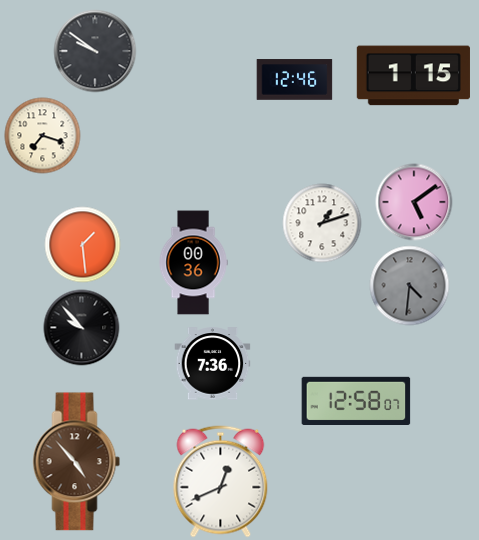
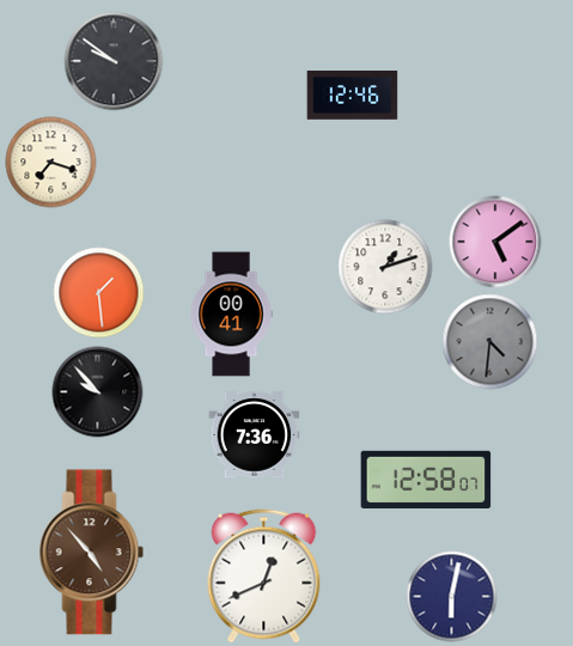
clock at (413, 76): 1:15 -> none
clock at (193, 263): 00:36 -> 00:41
clock at (452, 597): none -> 6:02
